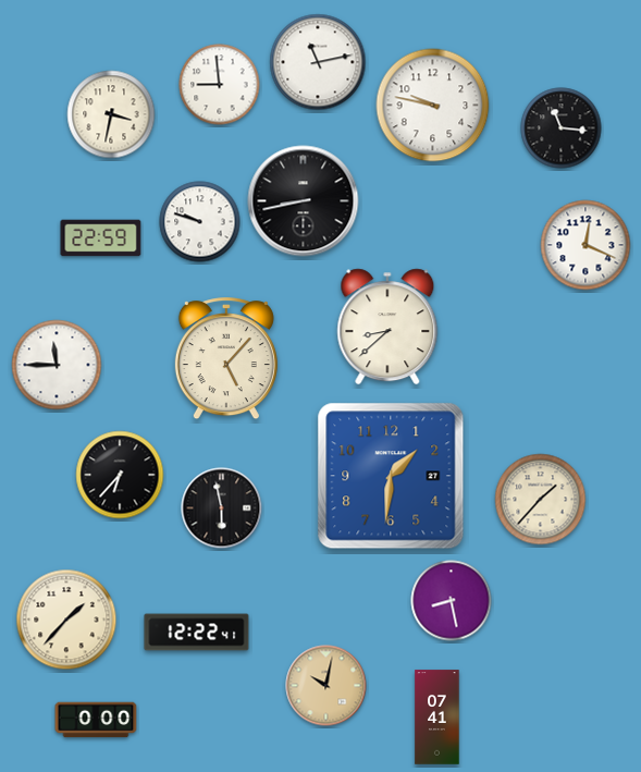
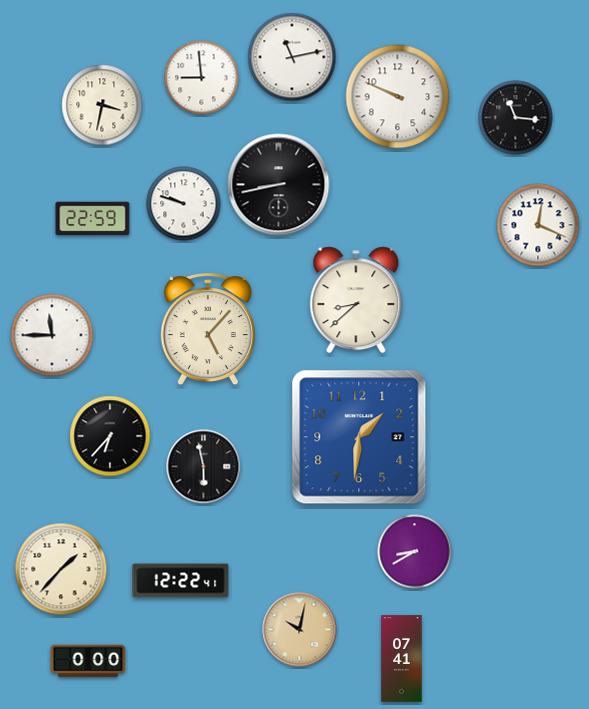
clock at (433, 106): 9:47 -> 9:49
clock at (541, 500): 1:37 -> none
clock at (452, 601): 8:28 -> 8:40
